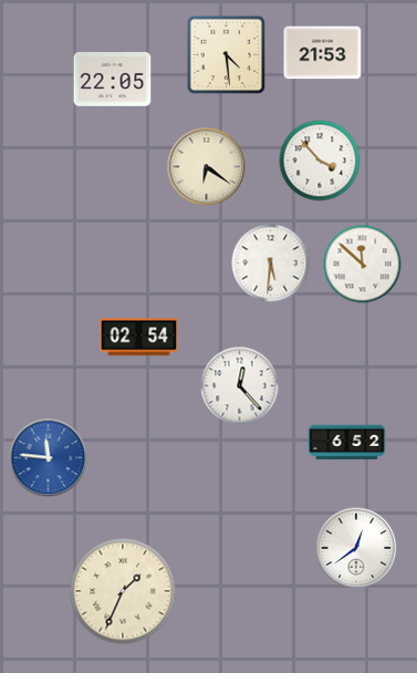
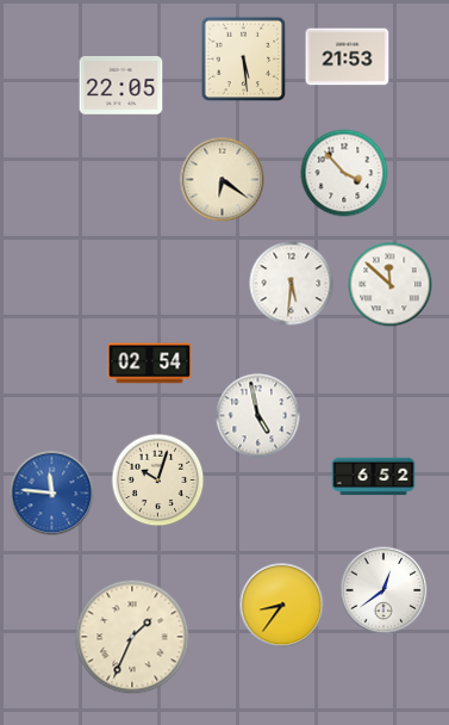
clock at (227, 55): 4:29 -> 5:29
clock at (240, 386): 12:23 -> 4:58
clock at (158, 481): none -> 10:03
clock at (282, 606): none -> 8:36
